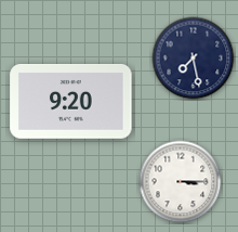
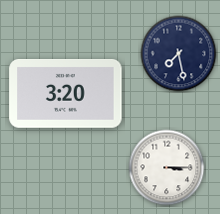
clock at (71, 102): 9:20 -> 3:20
